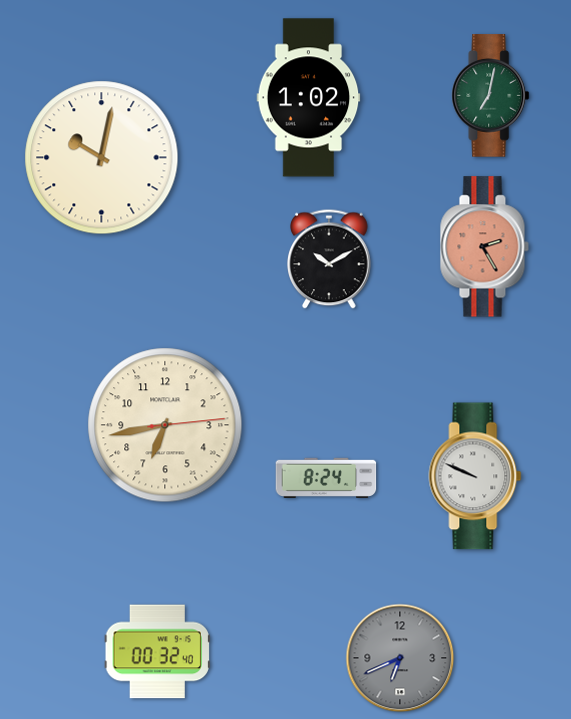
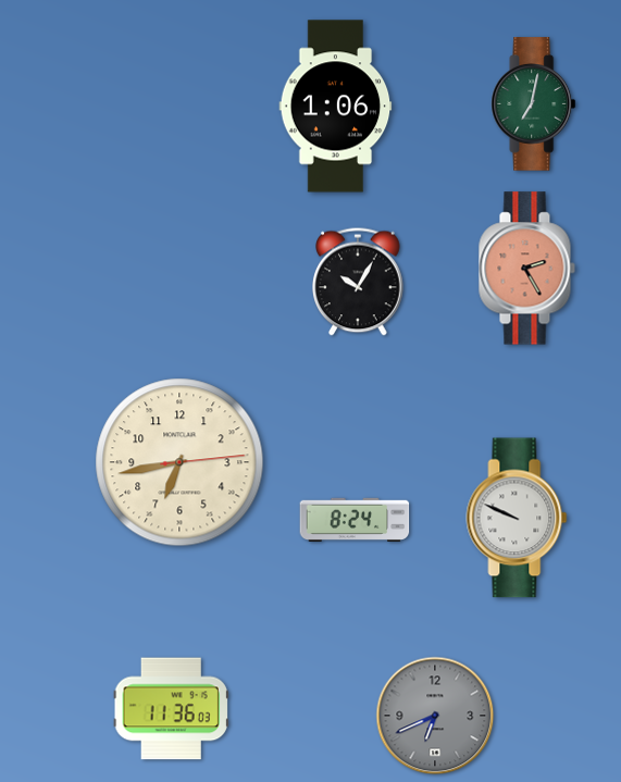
clock at (309, 98): 1:02 -> 1:06
clock at (102, 158): 10:02 -> none
clock at (330, 259): 10:10 -> 10:05
clock at (157, 652): 00:32 -> 11:36
